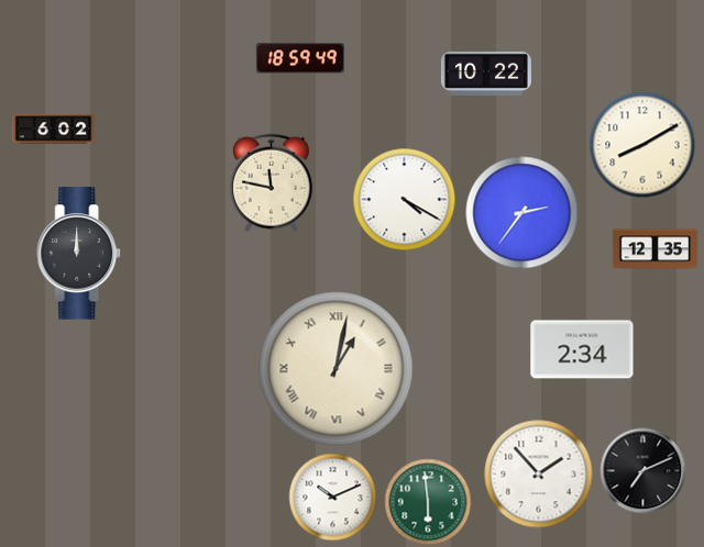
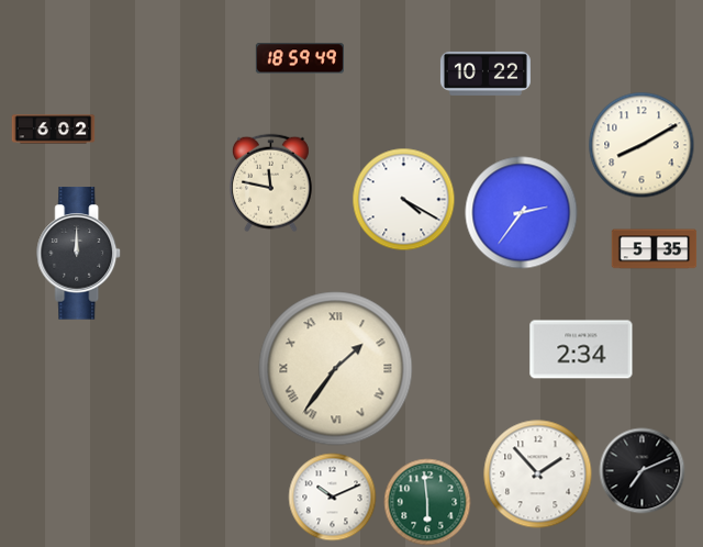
clock at (656, 249): 12:35 -> 5:35
clock at (337, 369): 1:02 -> 1:36
